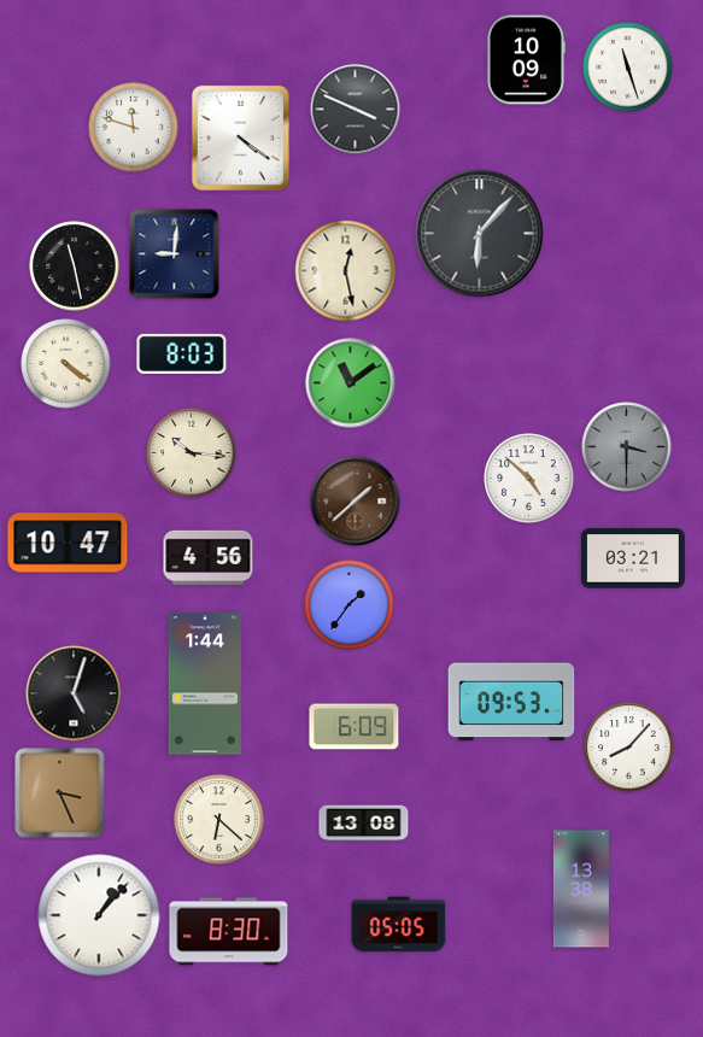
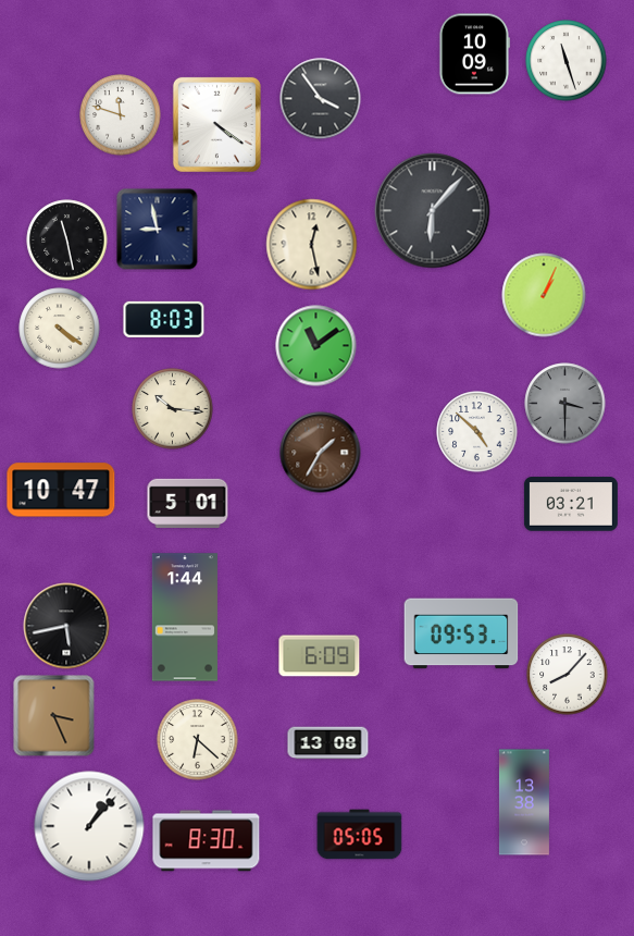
clock at (356, 110): 3:49 -> 3:54
clock at (175, 254): 9:01 -> 8:58
clock at (544, 295): none -> 1:04
clock at (356, 502): 1:38 -> 1:35
clock at (209, 557): 4:56 -> 5:01
clock at (350, 605): 1:36 -> none
clock at (74, 693): 5:03 -> 5:43
